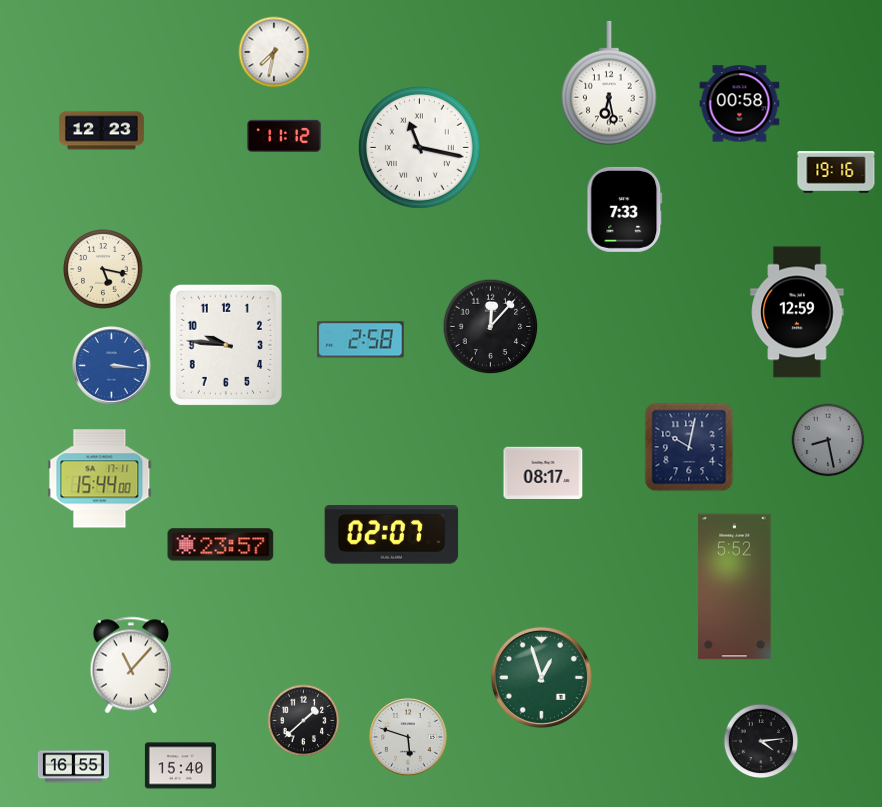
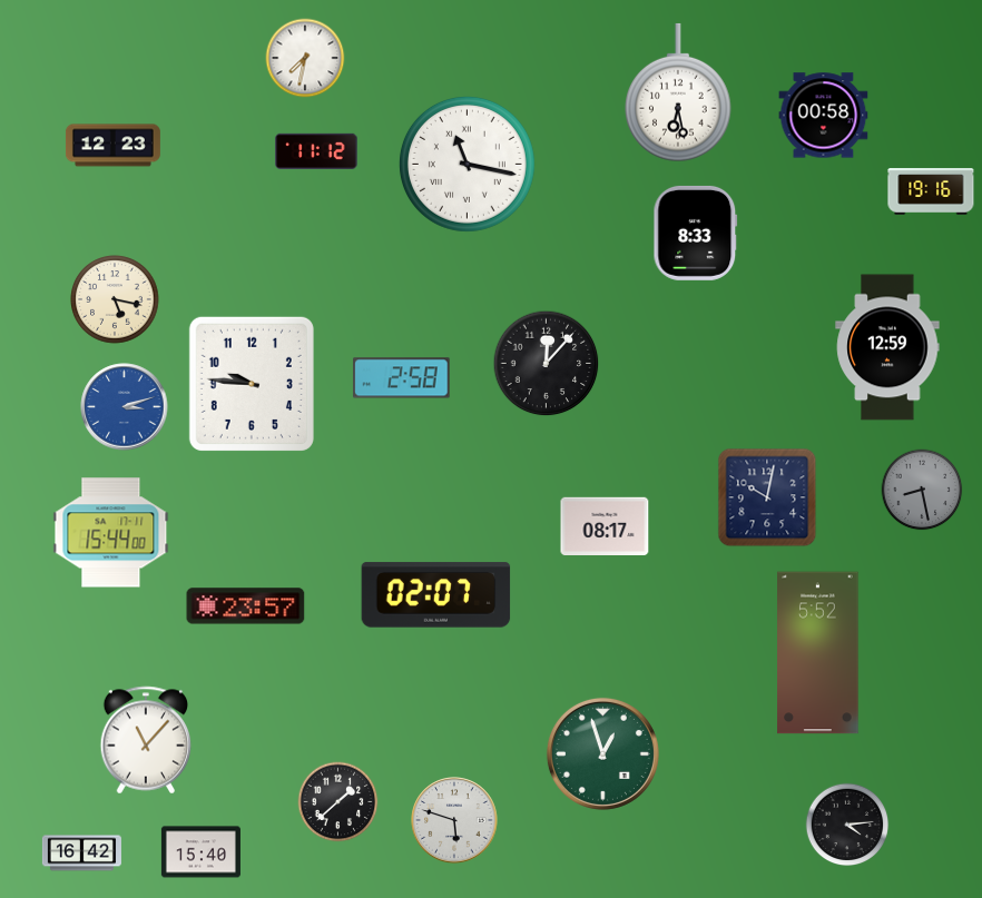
clock at (625, 209): 7:33 -> 8:33
clock at (112, 366): 3:16 -> 3:12
clock at (73, 767): 16:55 -> 16:42
